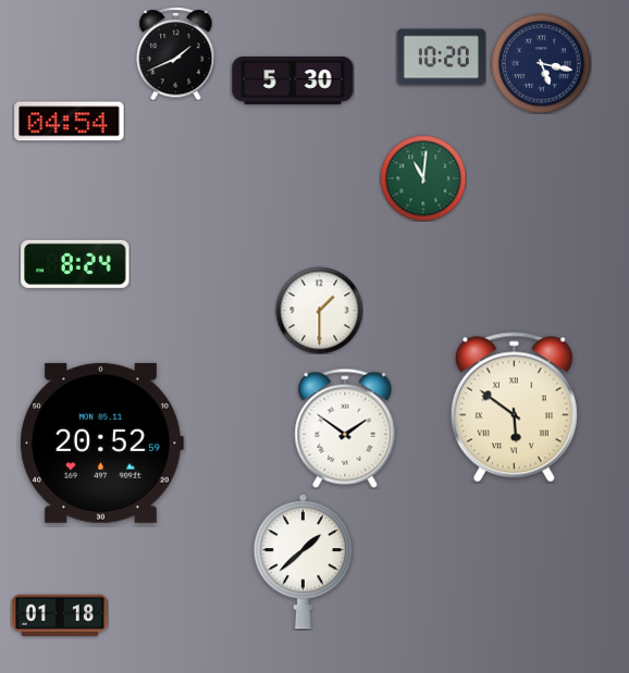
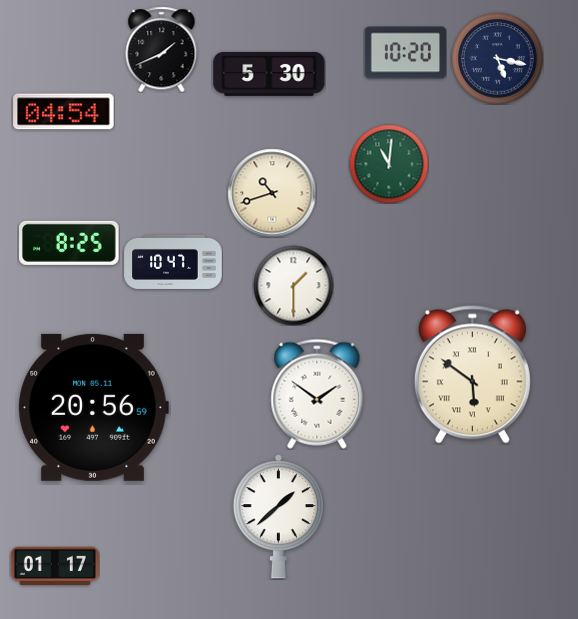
clock at (272, 193): none -> 10:42
clock at (75, 264): 8:24 -> 8:25
clock at (173, 262): none -> 10:47
clock at (101, 443): 20:52 -> 20:56
clock at (60, 614): 01:18 -> 01:17
